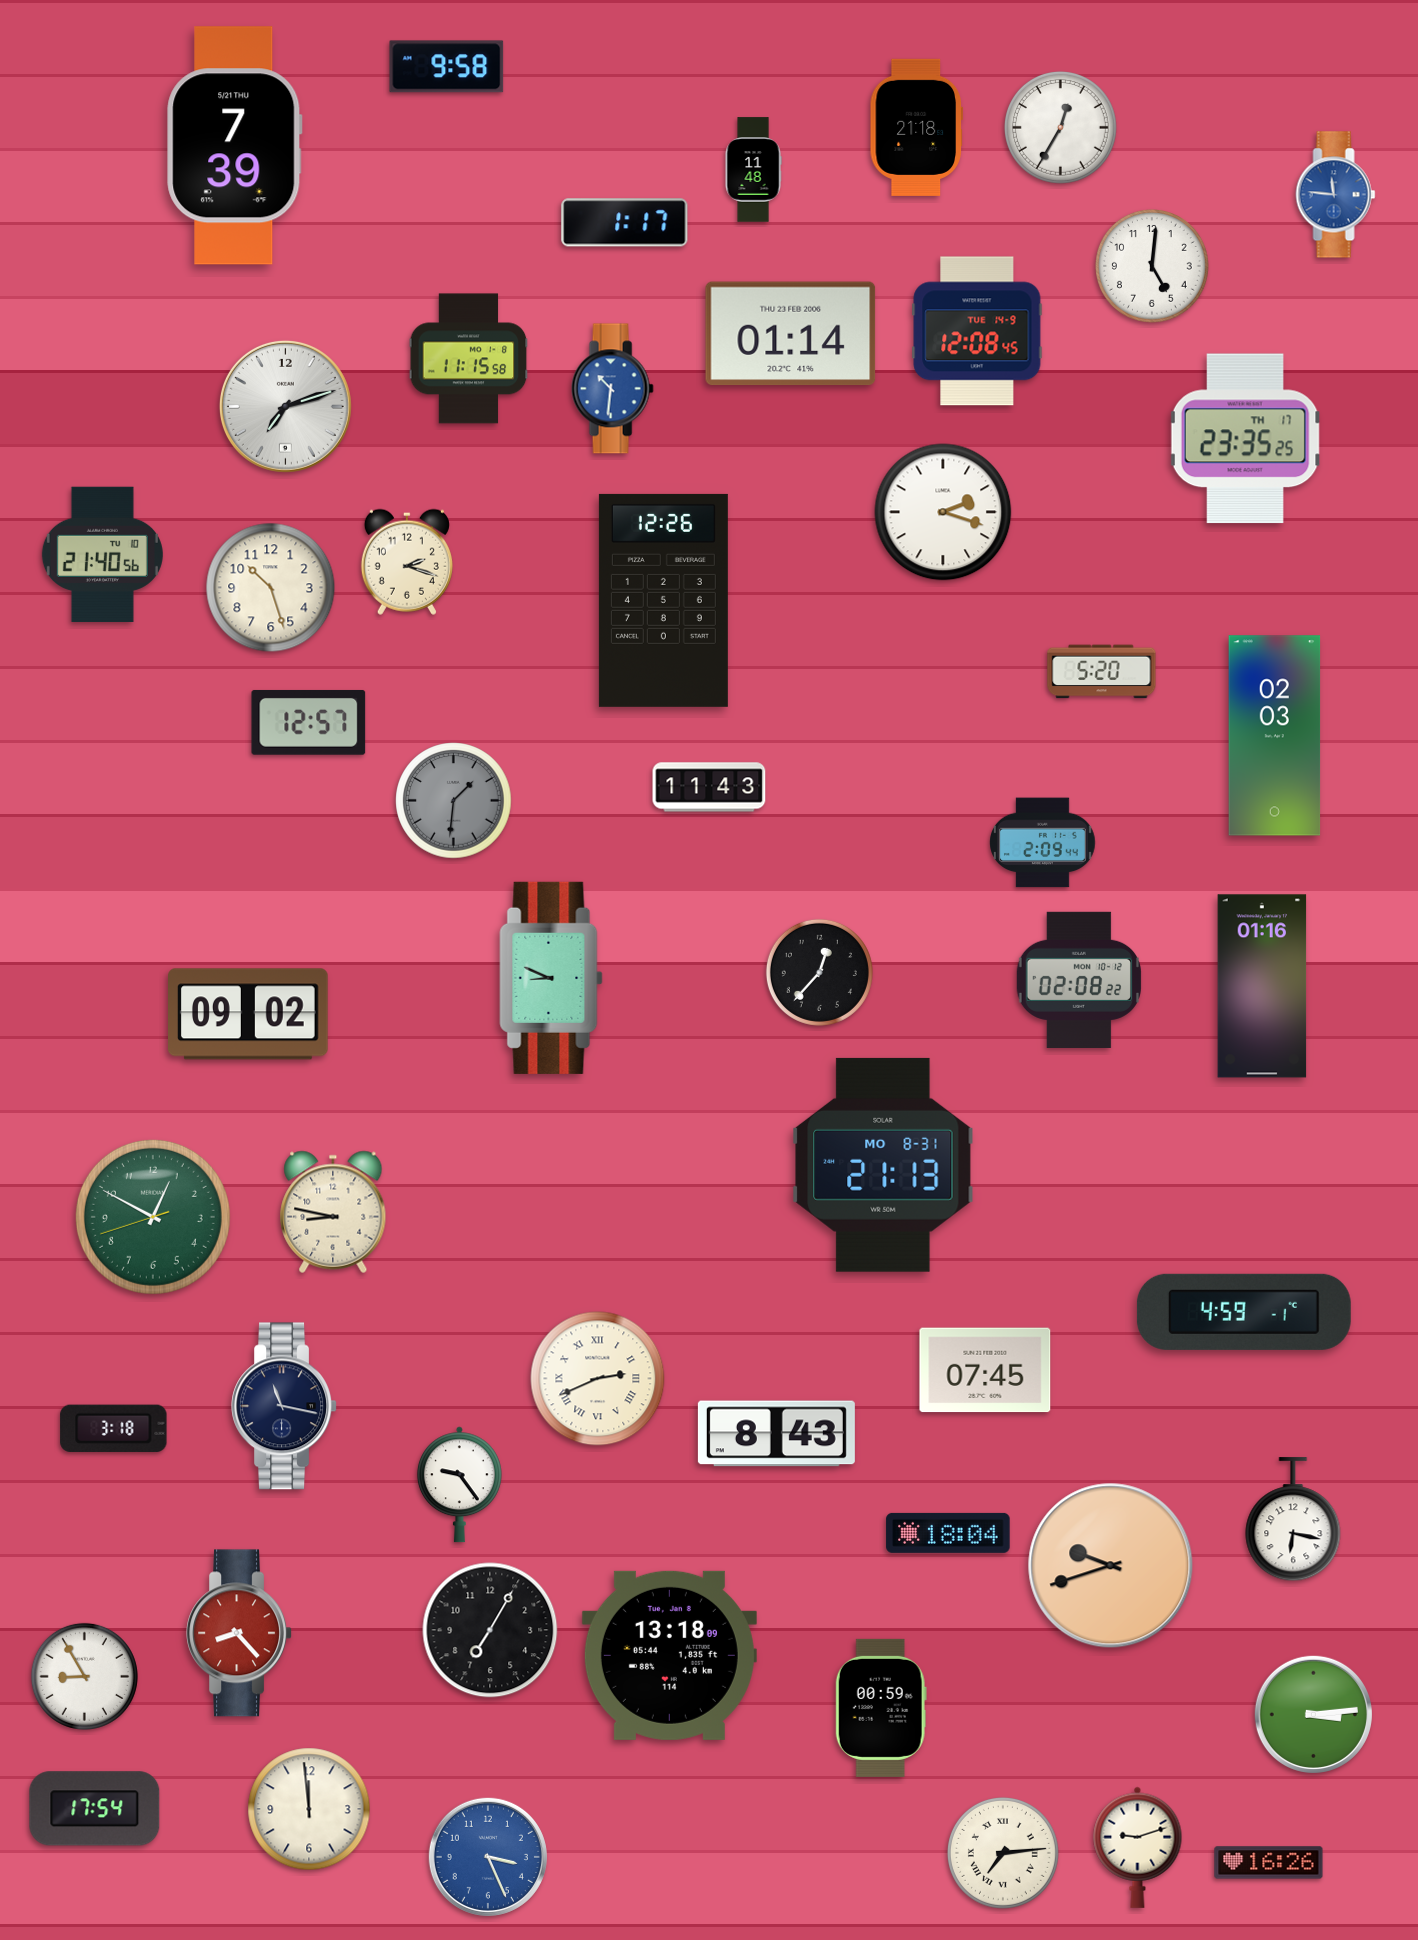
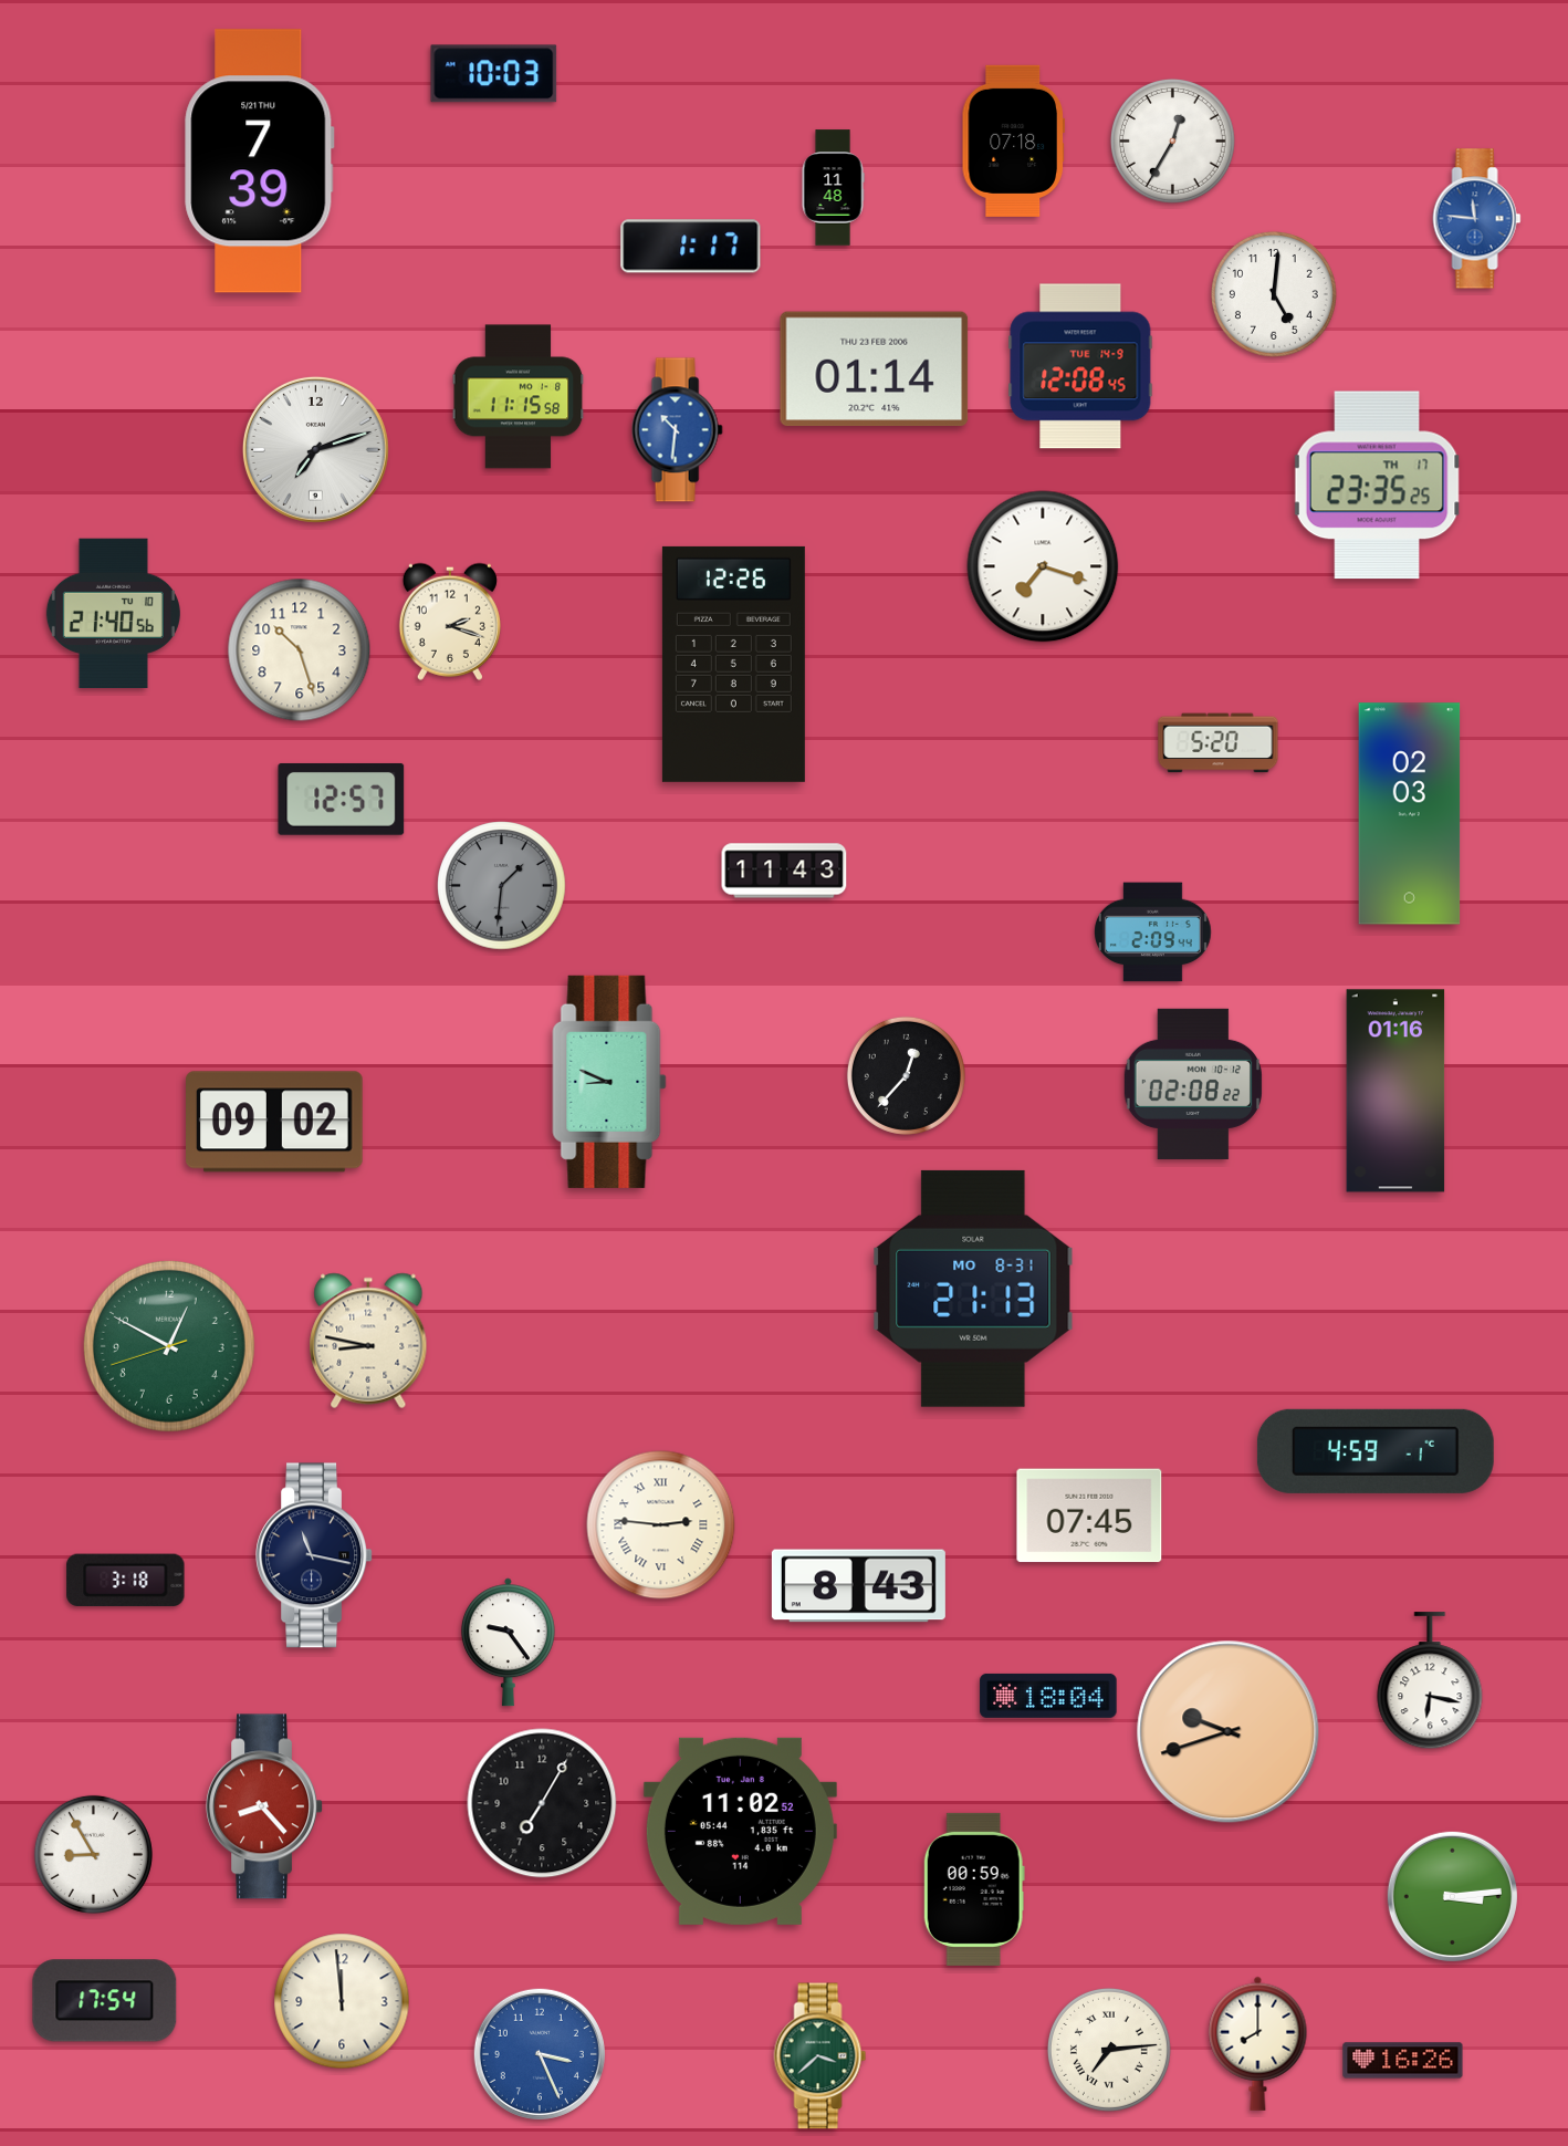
clock at (447, 67): 9:58 -> 10:03
clock at (916, 127): 21:18 -> 07:18
clock at (1336, 195) position: (1336, 195) -> (1477, 219)
clock at (943, 512): 2:18 -> 7:18
clock at (883, 1165) position: (883, 1165) -> (973, 1289)
clock at (598, 1379): 2:41 -> 2:46
clock at (669, 1655): 13:18 -> 11:02
clock at (1138, 1847): 9:12 -> 8:00
clock at (820, 2056): none -> 3:38
